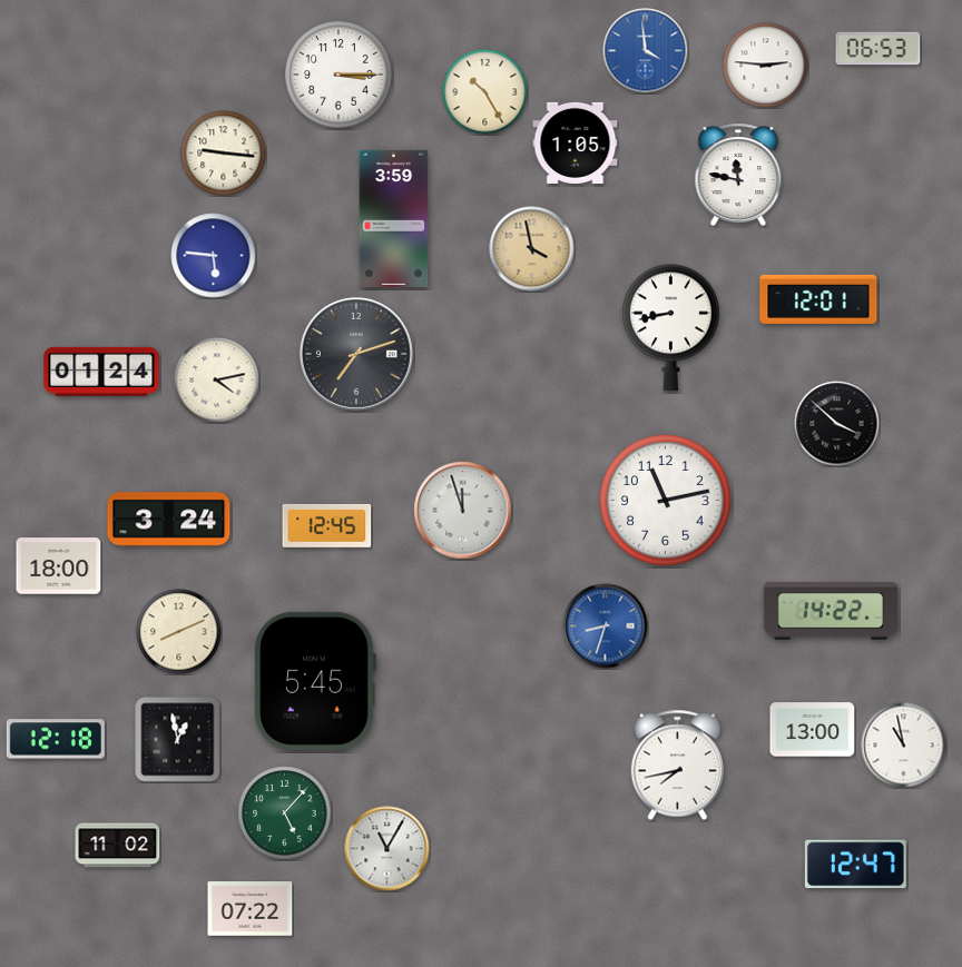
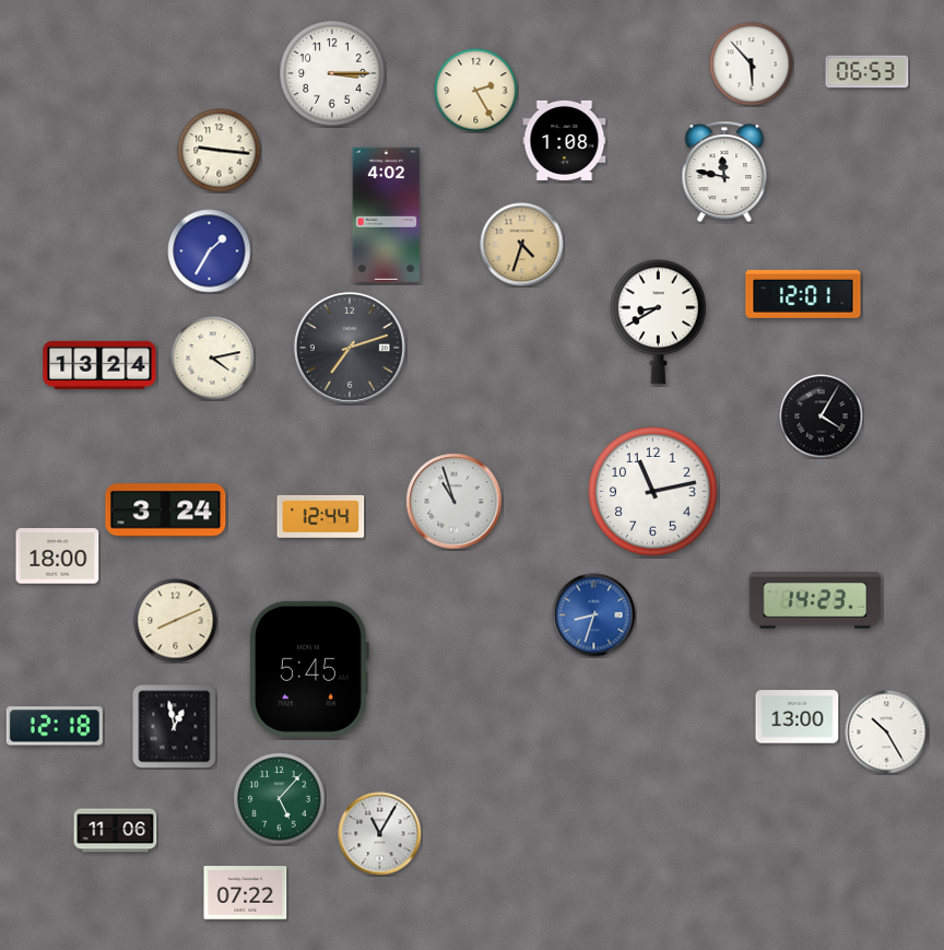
clock at (878, 49) position: (878, 49) -> (868, 72)
clock at (646, 51): 3:59 -> none
clock at (766, 66): 2:46 -> 5:53
clock at (485, 92): 10:25 -> 2:25
clock at (576, 142): 1:05 -> 1:08
clock at (394, 218): 3:59 -> 4:02
clock at (532, 249): 3:58 -> 4:33
clock at (214, 256): 5:46 -> 1:35
clock at (671, 328): 8:43 -> 8:40
clock at (101, 372): 01:24 -> 13:24
clock at (217, 381) position: (217, 381) -> (213, 359)
clock at (837, 424): 3:52 -> 4:05
clock at (463, 511): 11:57 -> 10:57
clock at (327, 525): 12:45 -> 12:44
clock at (830, 611): 14:22 -> 14:23
clock at (904, 746): 10:58 -> 10:25
clock at (678, 766): 7:43 -> none
clock at (118, 846): 11:02 -> 11:06
clock at (855, 865): 12:47 -> none
